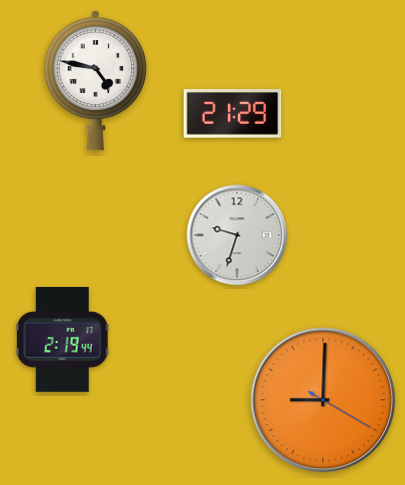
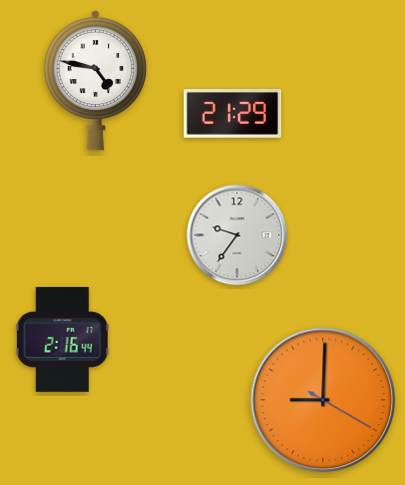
clock at (237, 235): 9:33 -> 9:36
clock at (62, 339): 2:19 -> 2:16
